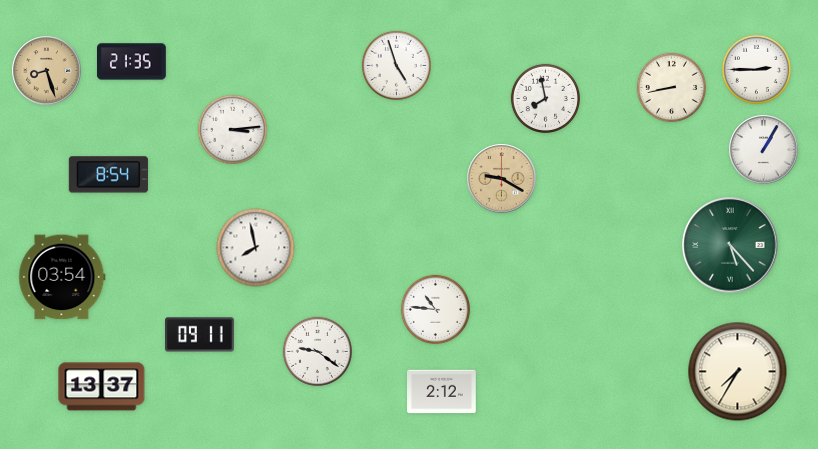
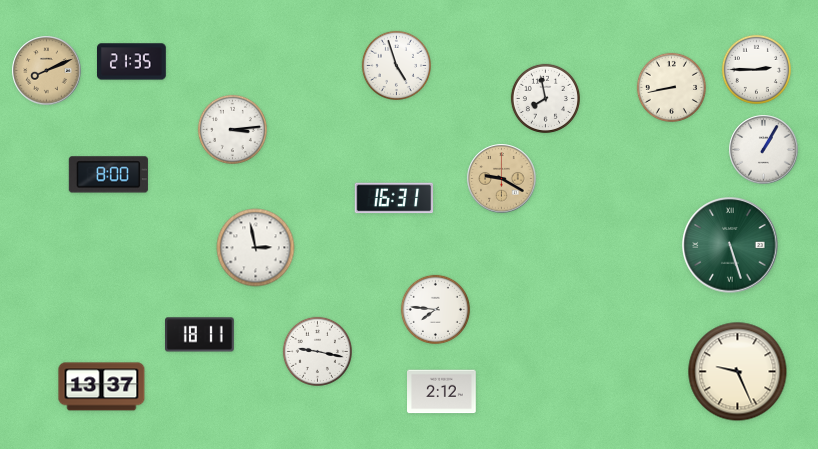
clock at (47, 71): 8:27 -> 8:11
clock at (108, 175): 8:54 -> 8:00
clock at (394, 198): none -> 16:31
clock at (730, 245): 5:23 -> 5:27
clock at (256, 248): 7:58 -> 2:58
clock at (62, 277): 03:54 -> none
clock at (435, 309): 10:46 -> 7:46
clock at (200, 335): 09:11 -> 18:11
clock at (317, 351): 9:21 -> 9:17
clock at (738, 372): 7:35 -> 9:26
